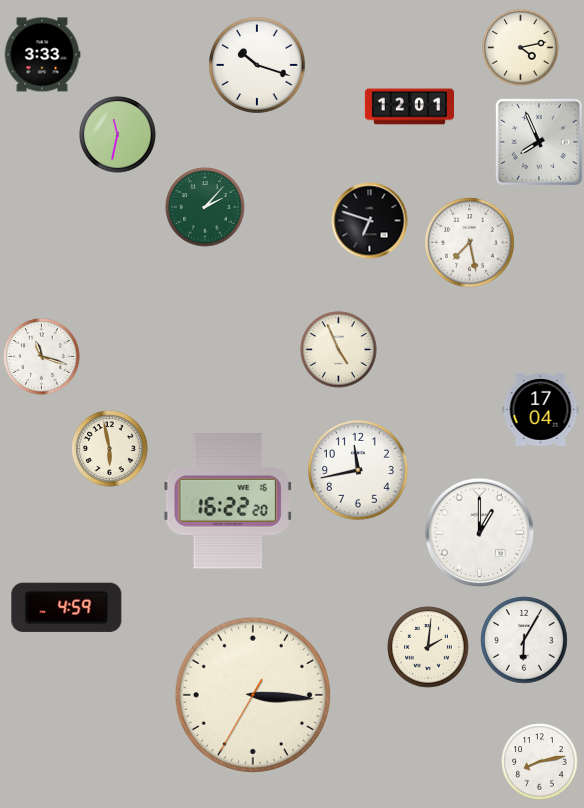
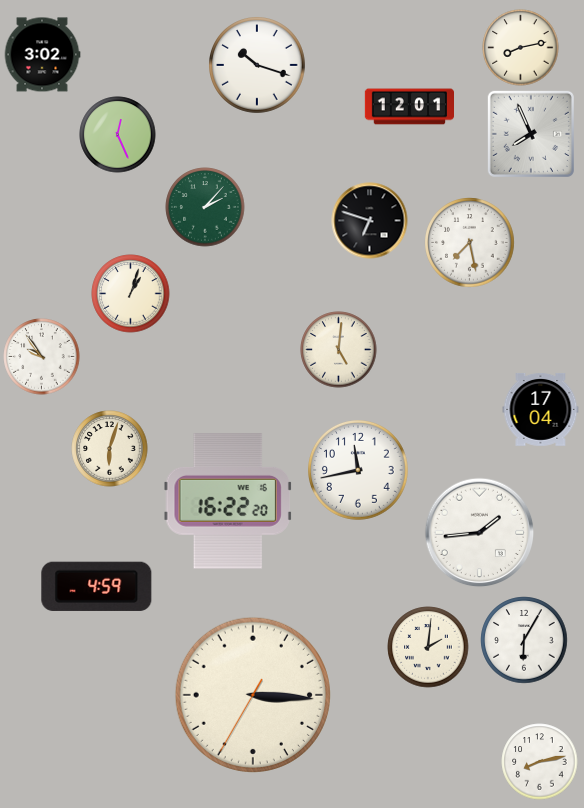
clock at (521, 48): 4:13 -> 8:13
clock at (42, 55): 3:33 -> 3:02
clock at (118, 135): 11:32 -> 12:26
clock at (539, 142) position: (539, 142) -> (531, 134)
clock at (131, 294): none -> 1:03
clock at (339, 350): 4:56 -> 5:01
clock at (42, 357): 11:18 -> 9:54
clock at (110, 449): 5:58 -> 6:03
clock at (480, 533): 1:00 -> 1:44
clock at (67, 607) position: (67, 607) -> (97, 586)
